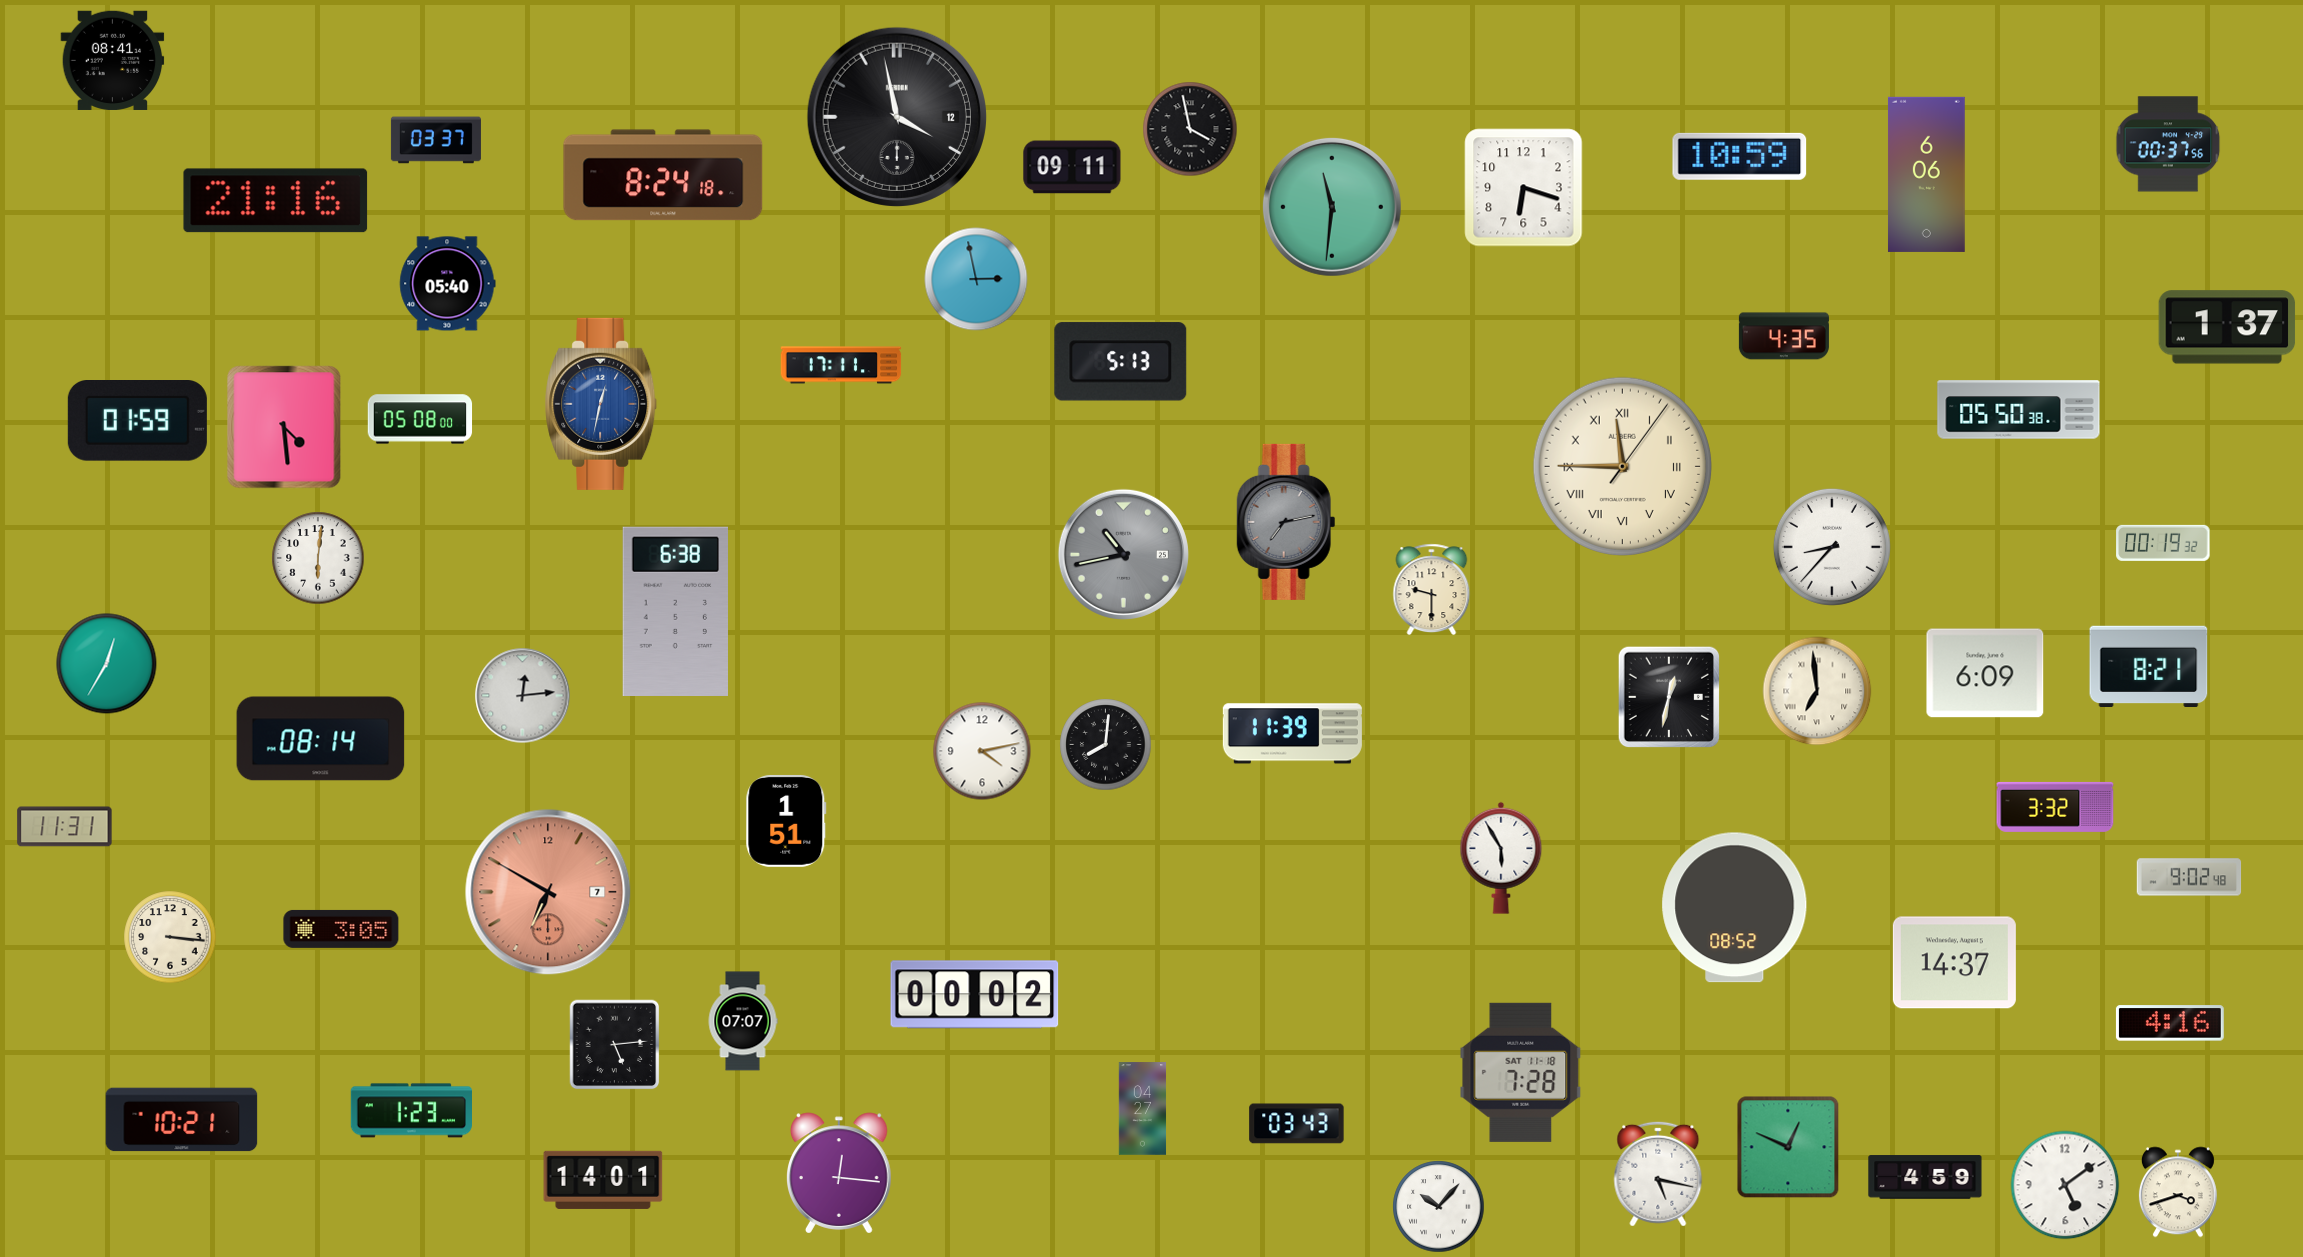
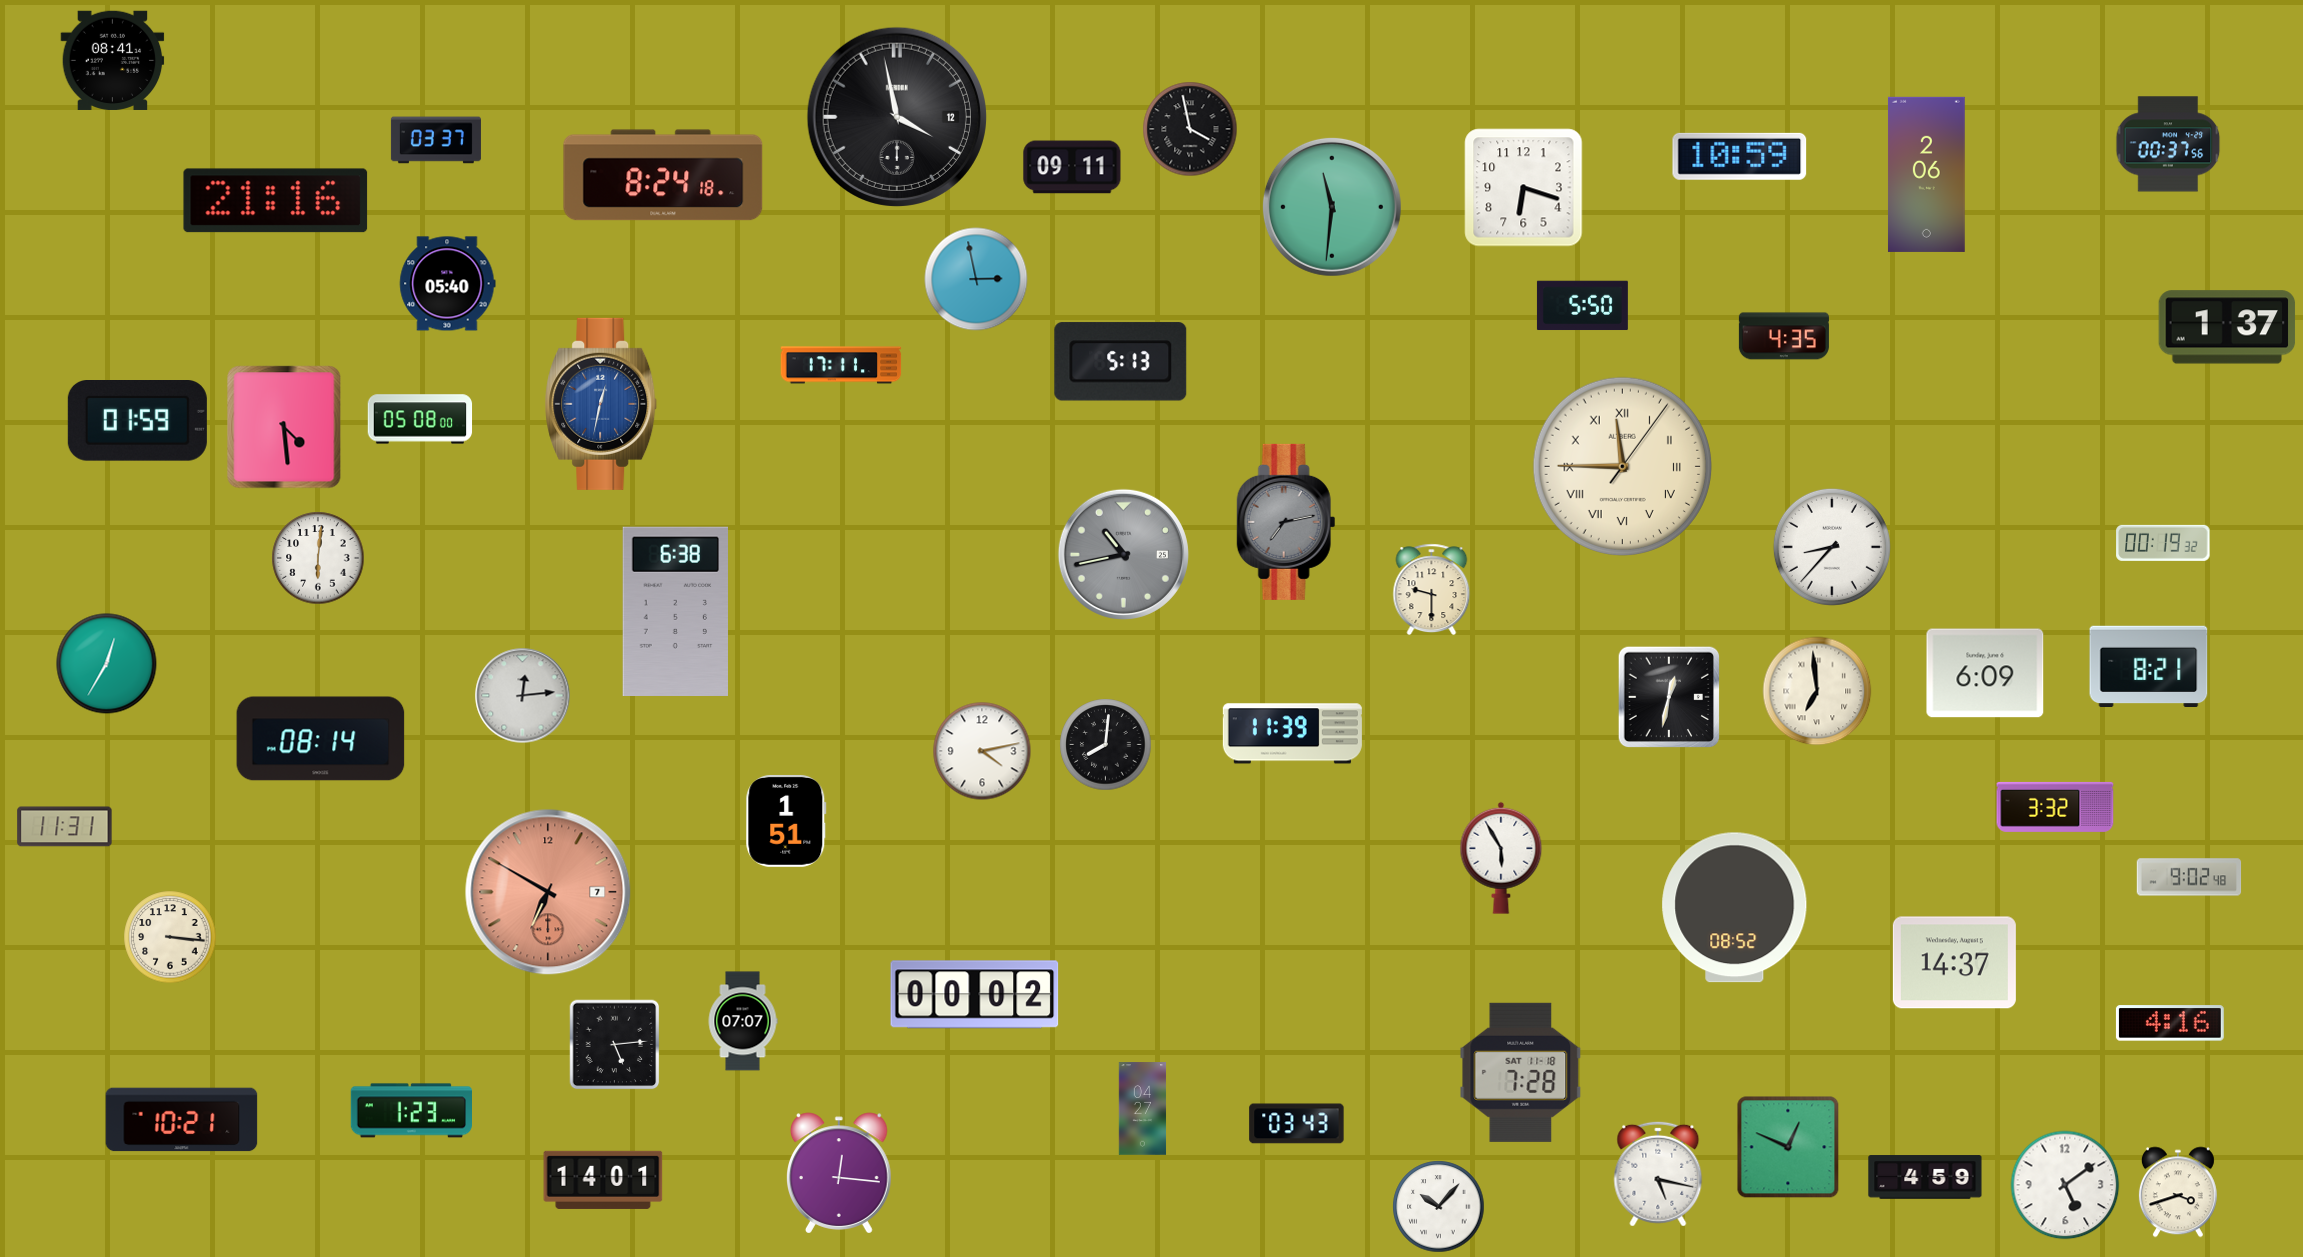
clock at (1927, 174): 6:06 -> 2:06
clock at (1582, 306): none -> 5:50
clock at (2019, 410): 05:50 -> none
clock at (341, 929): 3:05 -> none
